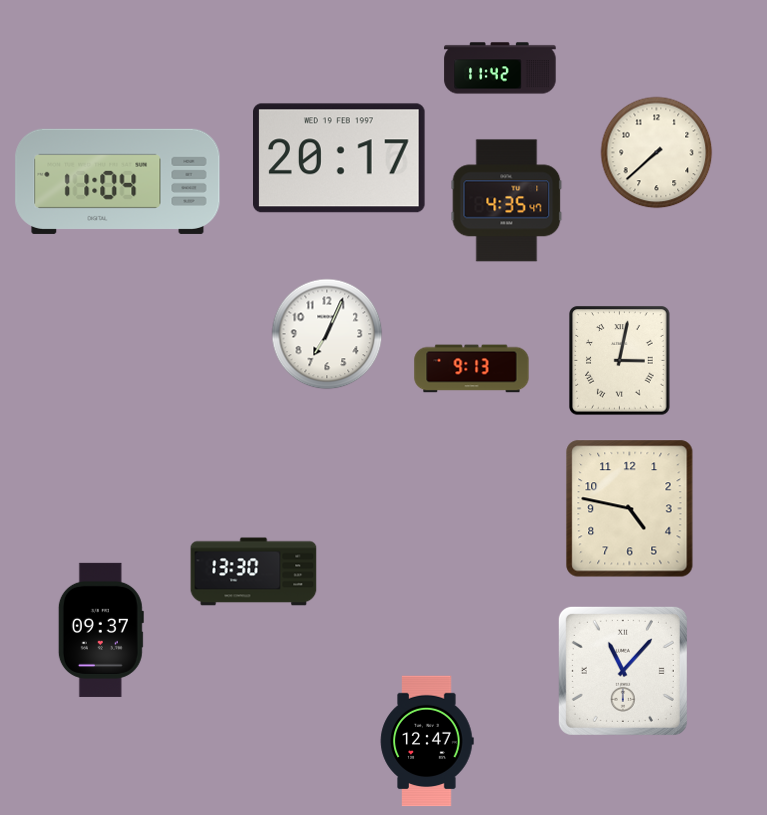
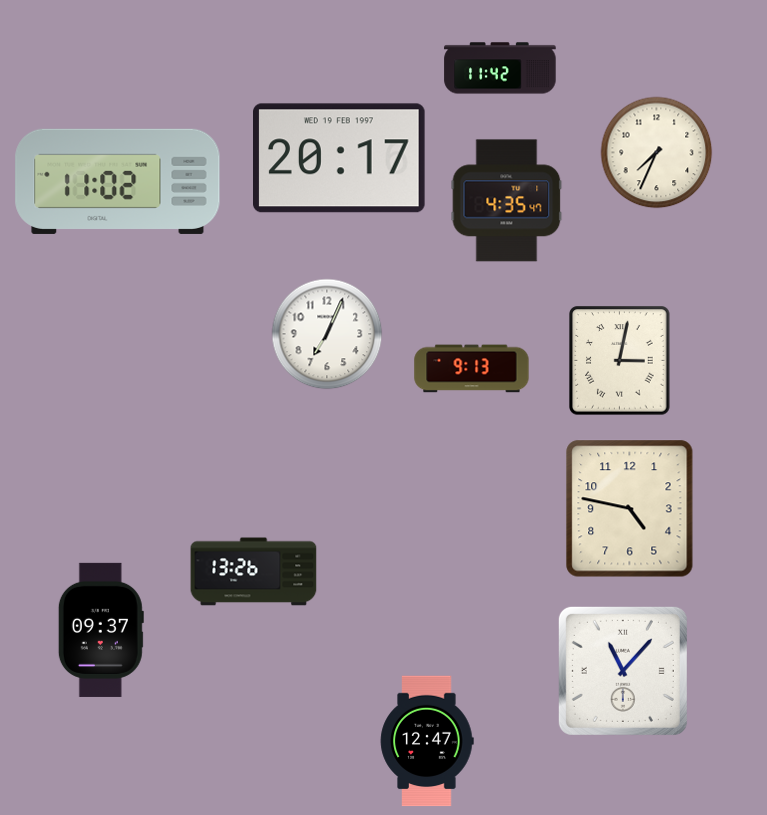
clock at (657, 153): 7:38 -> 7:34
clock at (118, 181): 11:04 -> 11:02
clock at (254, 572): 13:30 -> 13:26
